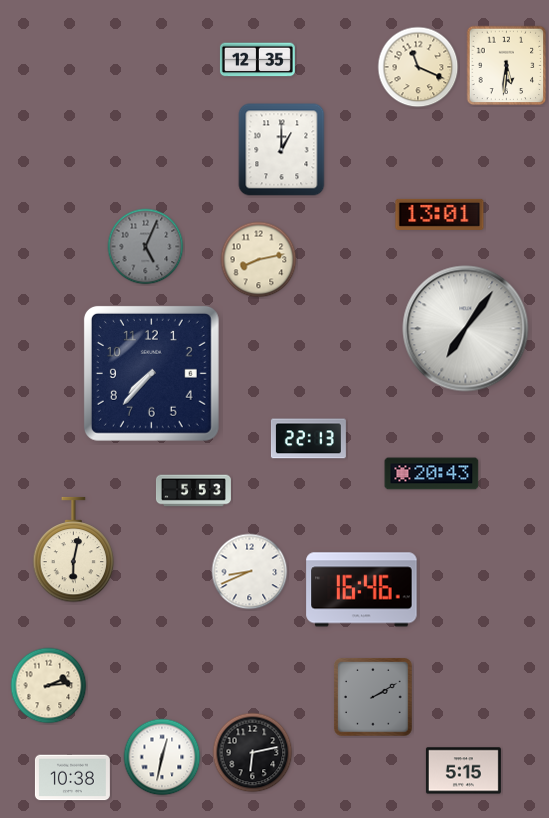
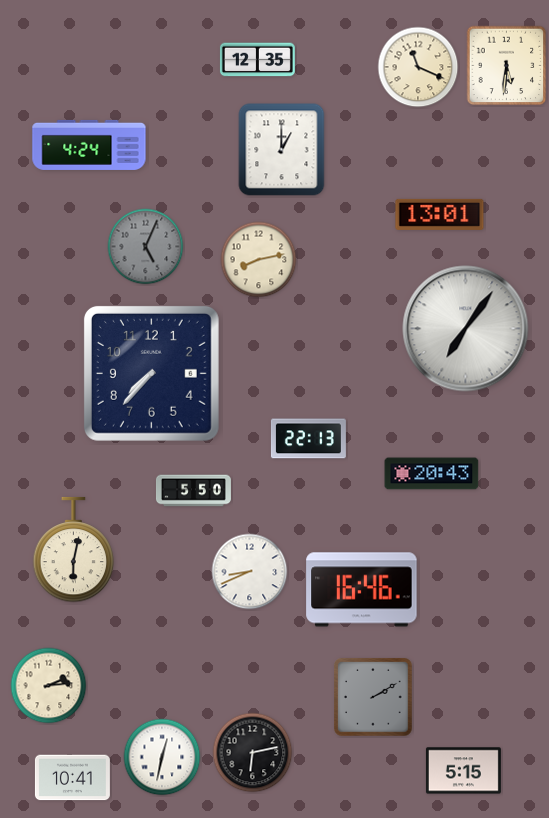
clock at (89, 145): none -> 4:24
clock at (193, 491): 5:53 -> 5:50
clock at (72, 778): 10:38 -> 10:41
